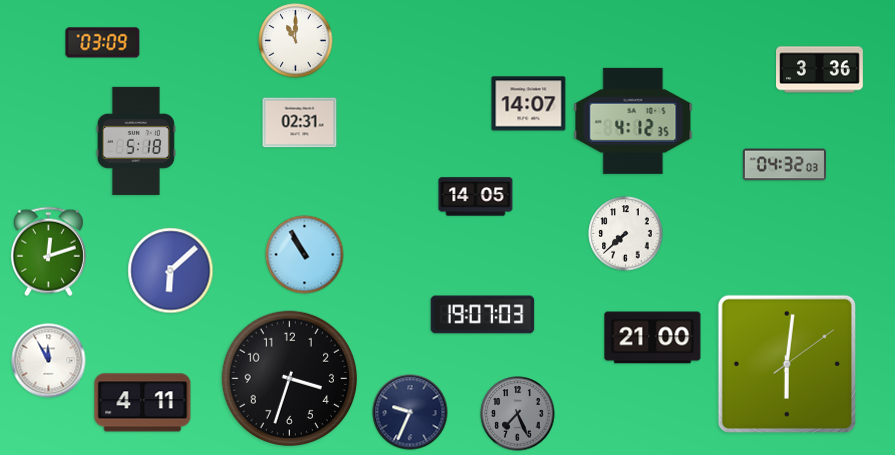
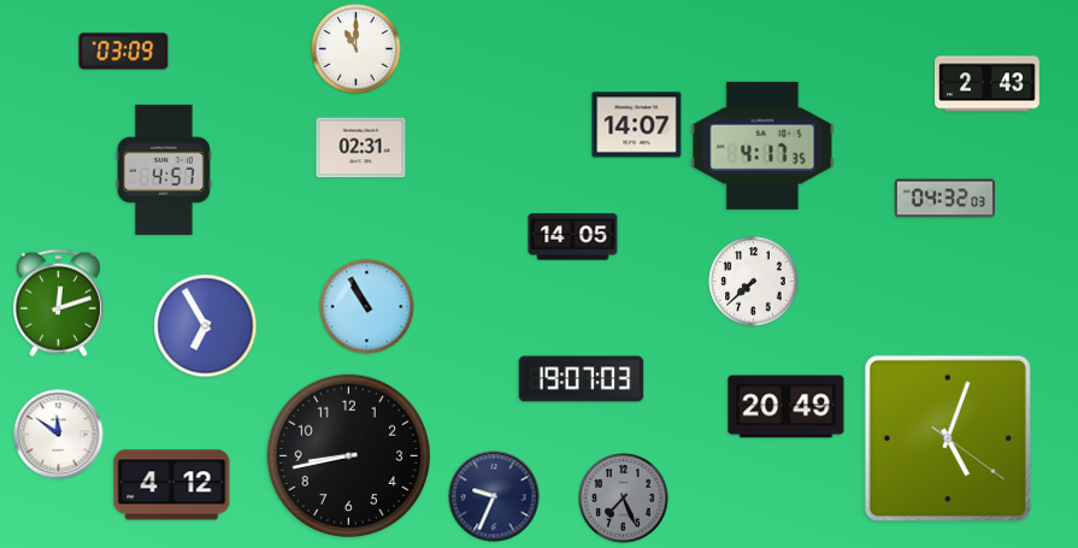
clock at (820, 70): 3:36 -> 2:43
clock at (633, 121): 4:12 -> 4:17
clock at (136, 141): 5:18 -> 4:57
clock at (171, 271): 6:08 -> 6:55
clock at (653, 338): 21:00 -> 20:49
clock at (49, 361): 11:55 -> 11:51
clock at (787, 364): 6:01 -> 5:03
clock at (289, 378): 3:33 -> 8:43
clock at (143, 403): 4:11 -> 4:12
